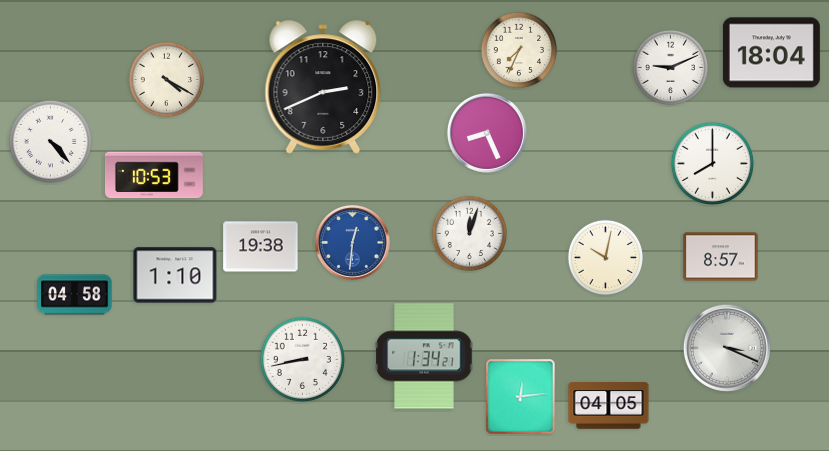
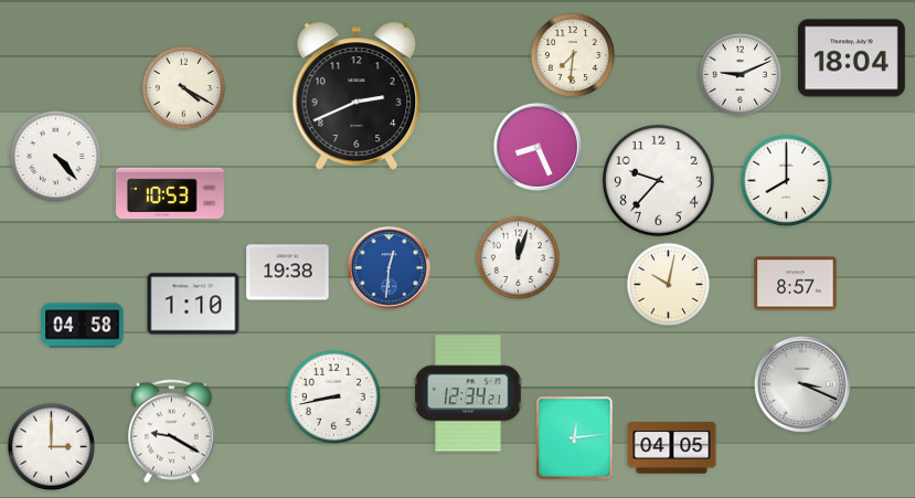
clock at (518, 49): 7:34 -> 7:31
clock at (658, 180): none -> 9:37
clock at (424, 356): 1:34 -> 12:34
clock at (172, 432): none -> 9:20
clock at (51, 446): none -> 3:00
